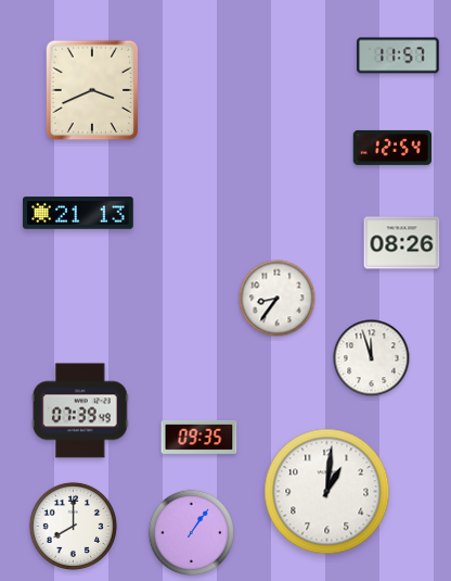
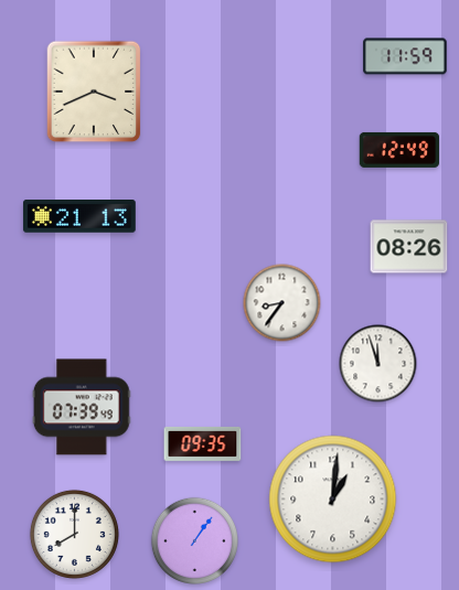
clock at (398, 55): 11:57 -> 11:59
clock at (392, 148): 12:54 -> 12:49
clock at (80, 411) position: (80, 411) -> (82, 407)
